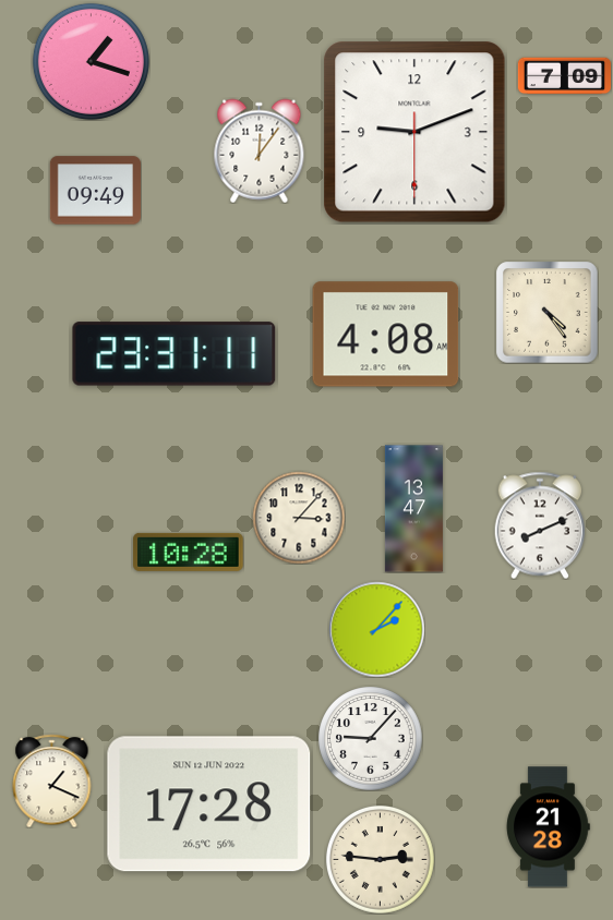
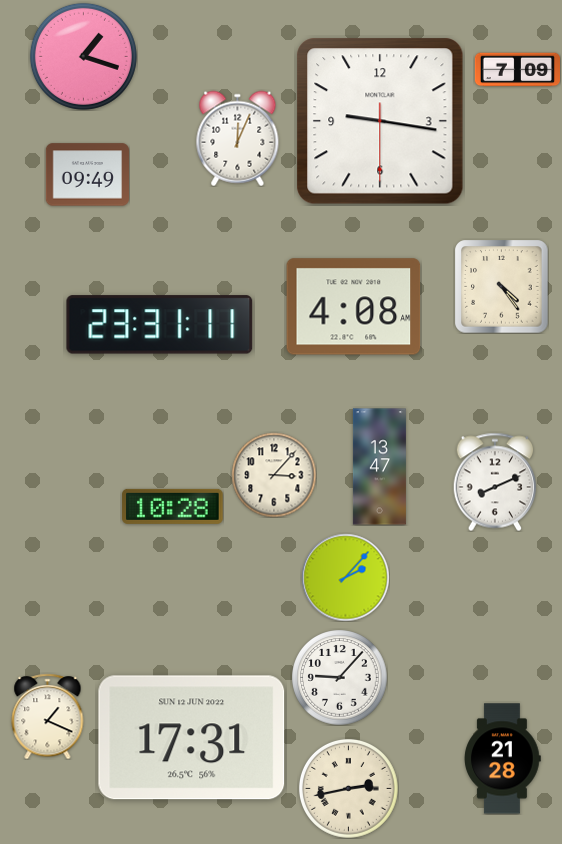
clock at (414, 132): 9:11 -> 9:16
clock at (260, 150): 12:06 -> 12:04
clock at (209, 804): 17:28 -> 17:31
clock at (380, 859): 2:46 -> 2:43
